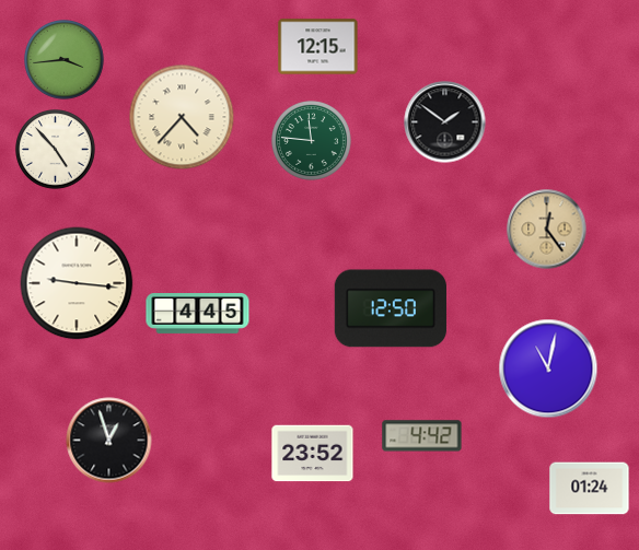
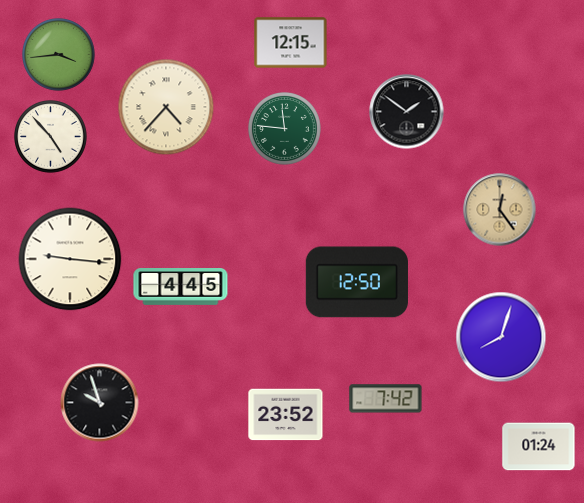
clock at (548, 368): 11:02 -> 8:03
clock at (422, 436): 4:42 -> 7:42
clock at (109, 441): 12:57 -> 9:57
